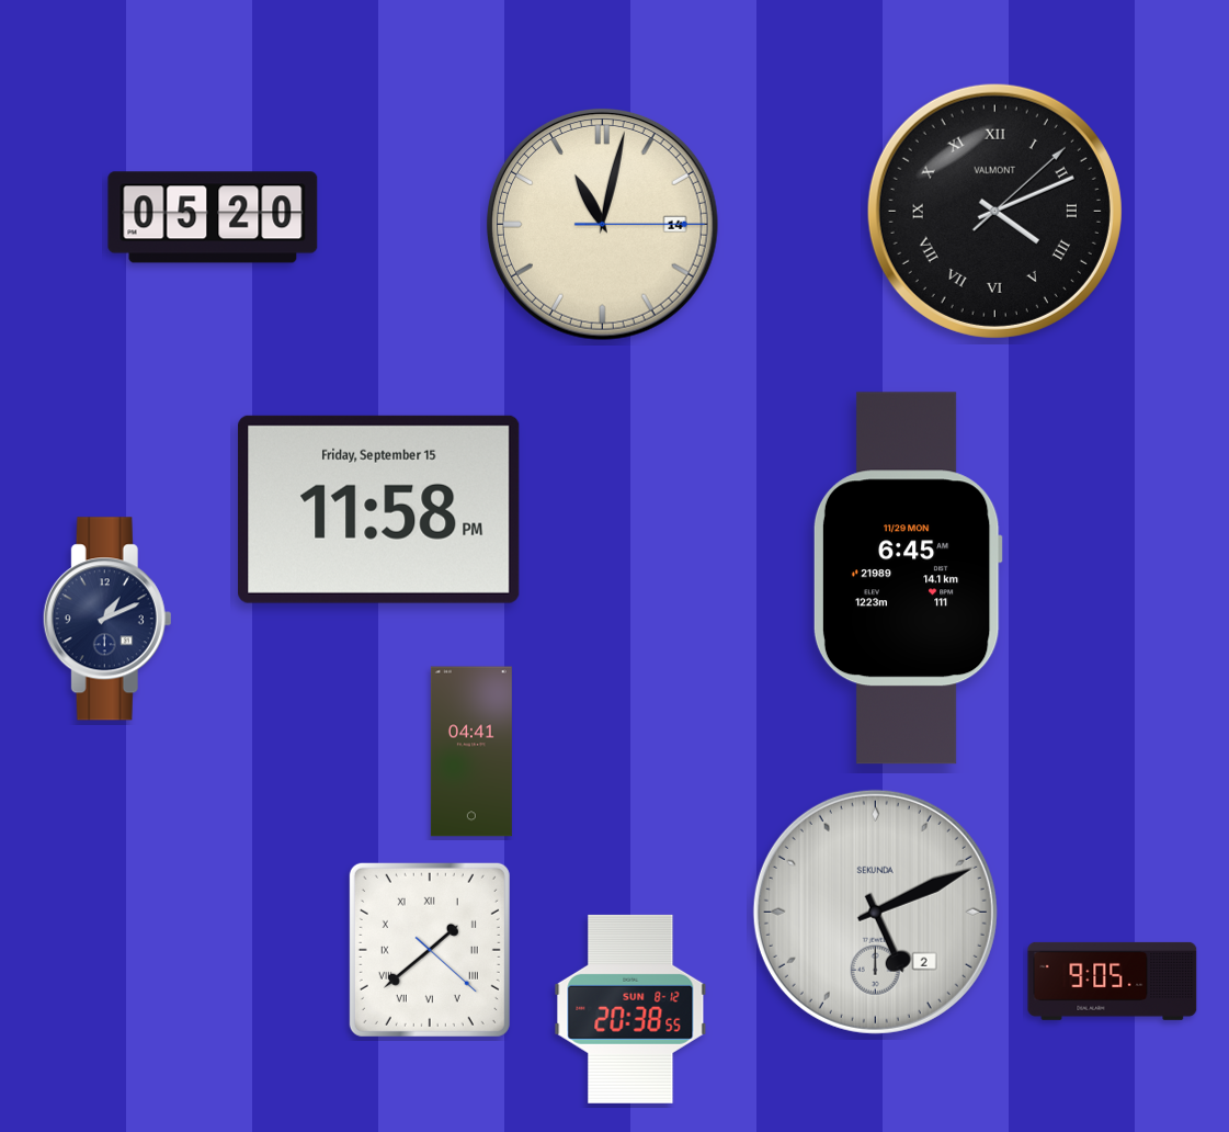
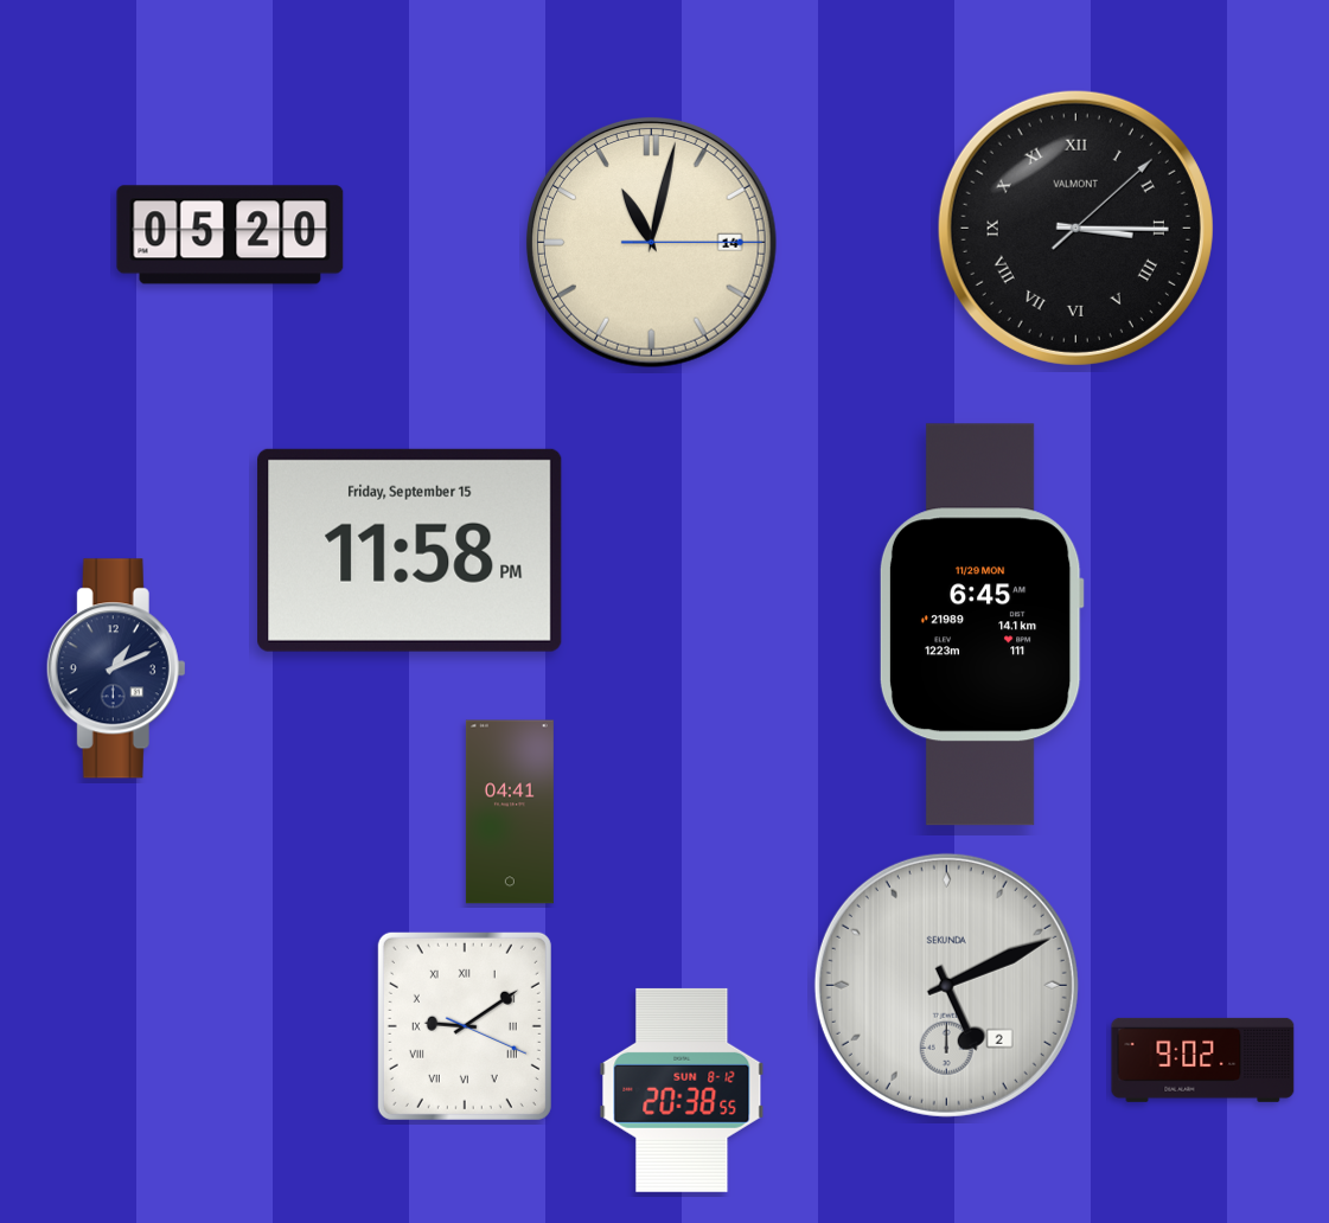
clock at (994, 211): 4:11 -> 3:15
clock at (430, 950): 1:38 -> 9:09
clock at (1113, 981): 9:05 -> 9:02
